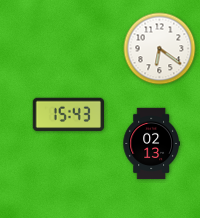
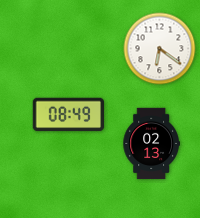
clock at (69, 115): 15:43 -> 08:49
